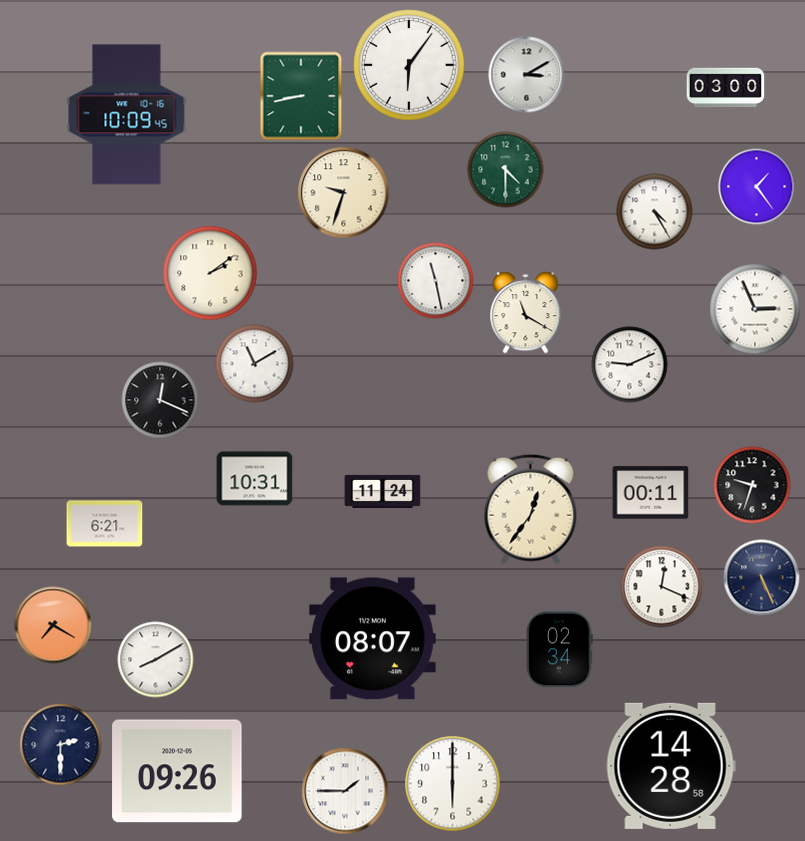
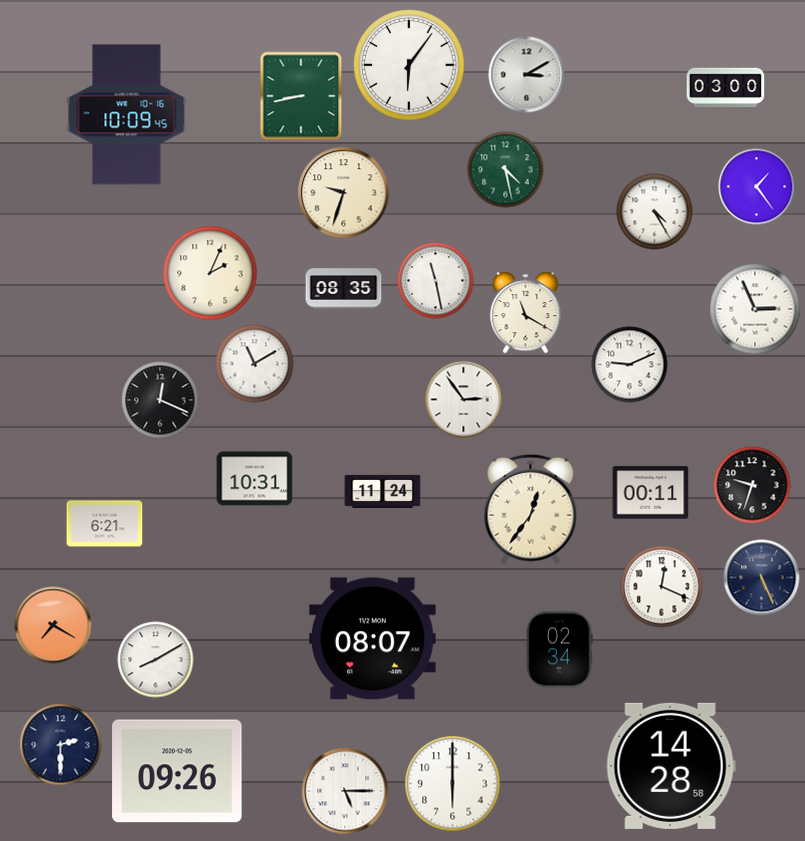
clock at (506, 170): 4:30 -> 4:28
clock at (210, 273): 2:09 -> 2:04
clock at (344, 289): none -> 08:35
clock at (464, 400): none -> 2:54
clock at (345, 791): 1:45 -> 5:15
